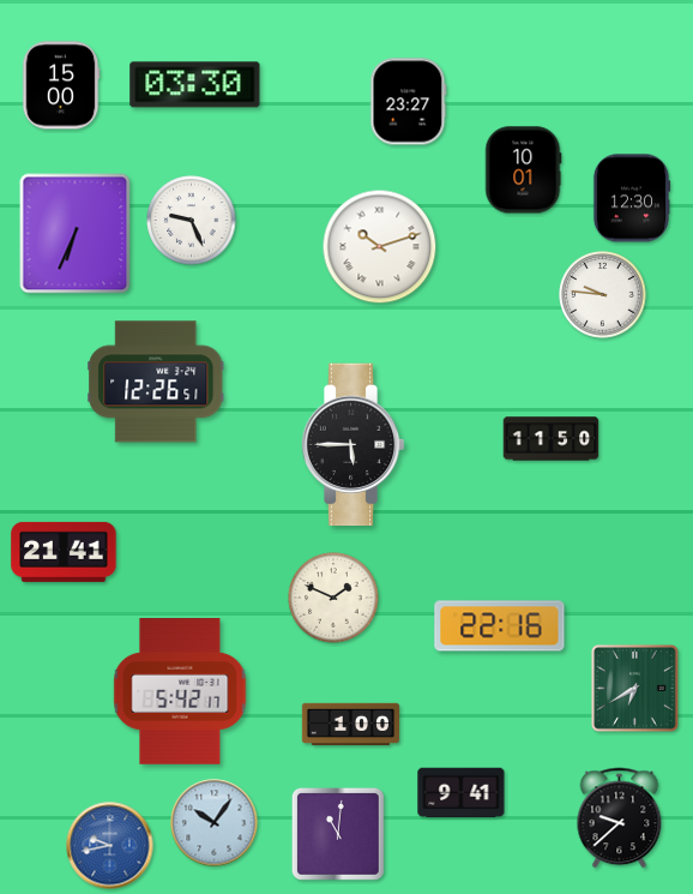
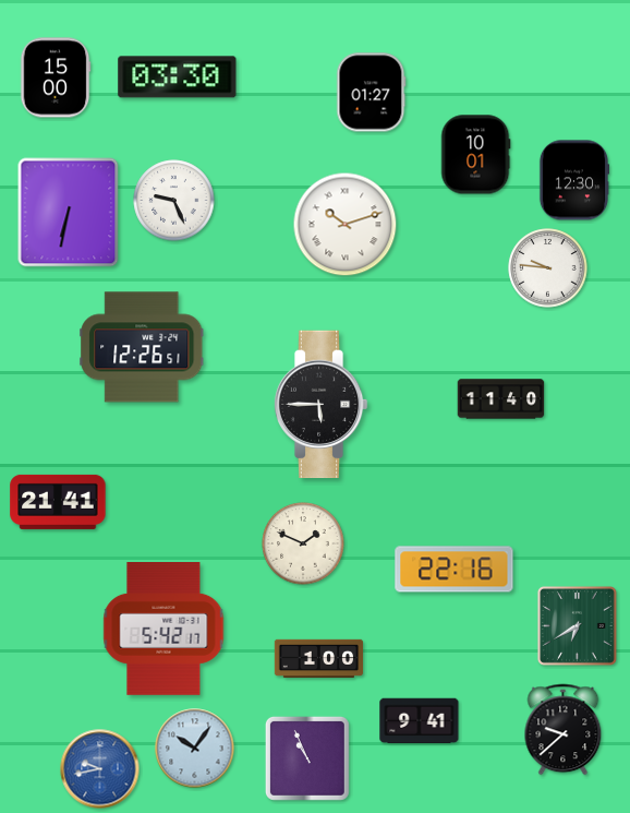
clock at (409, 102): 23:27 -> 01:27
clock at (76, 234): 6:34 -> 6:32
clock at (552, 439): 11:50 -> 11:40
clock at (620, 818) position: (620, 818) -> (564, 730)
clock at (338, 834): 11:01 -> 10:56
